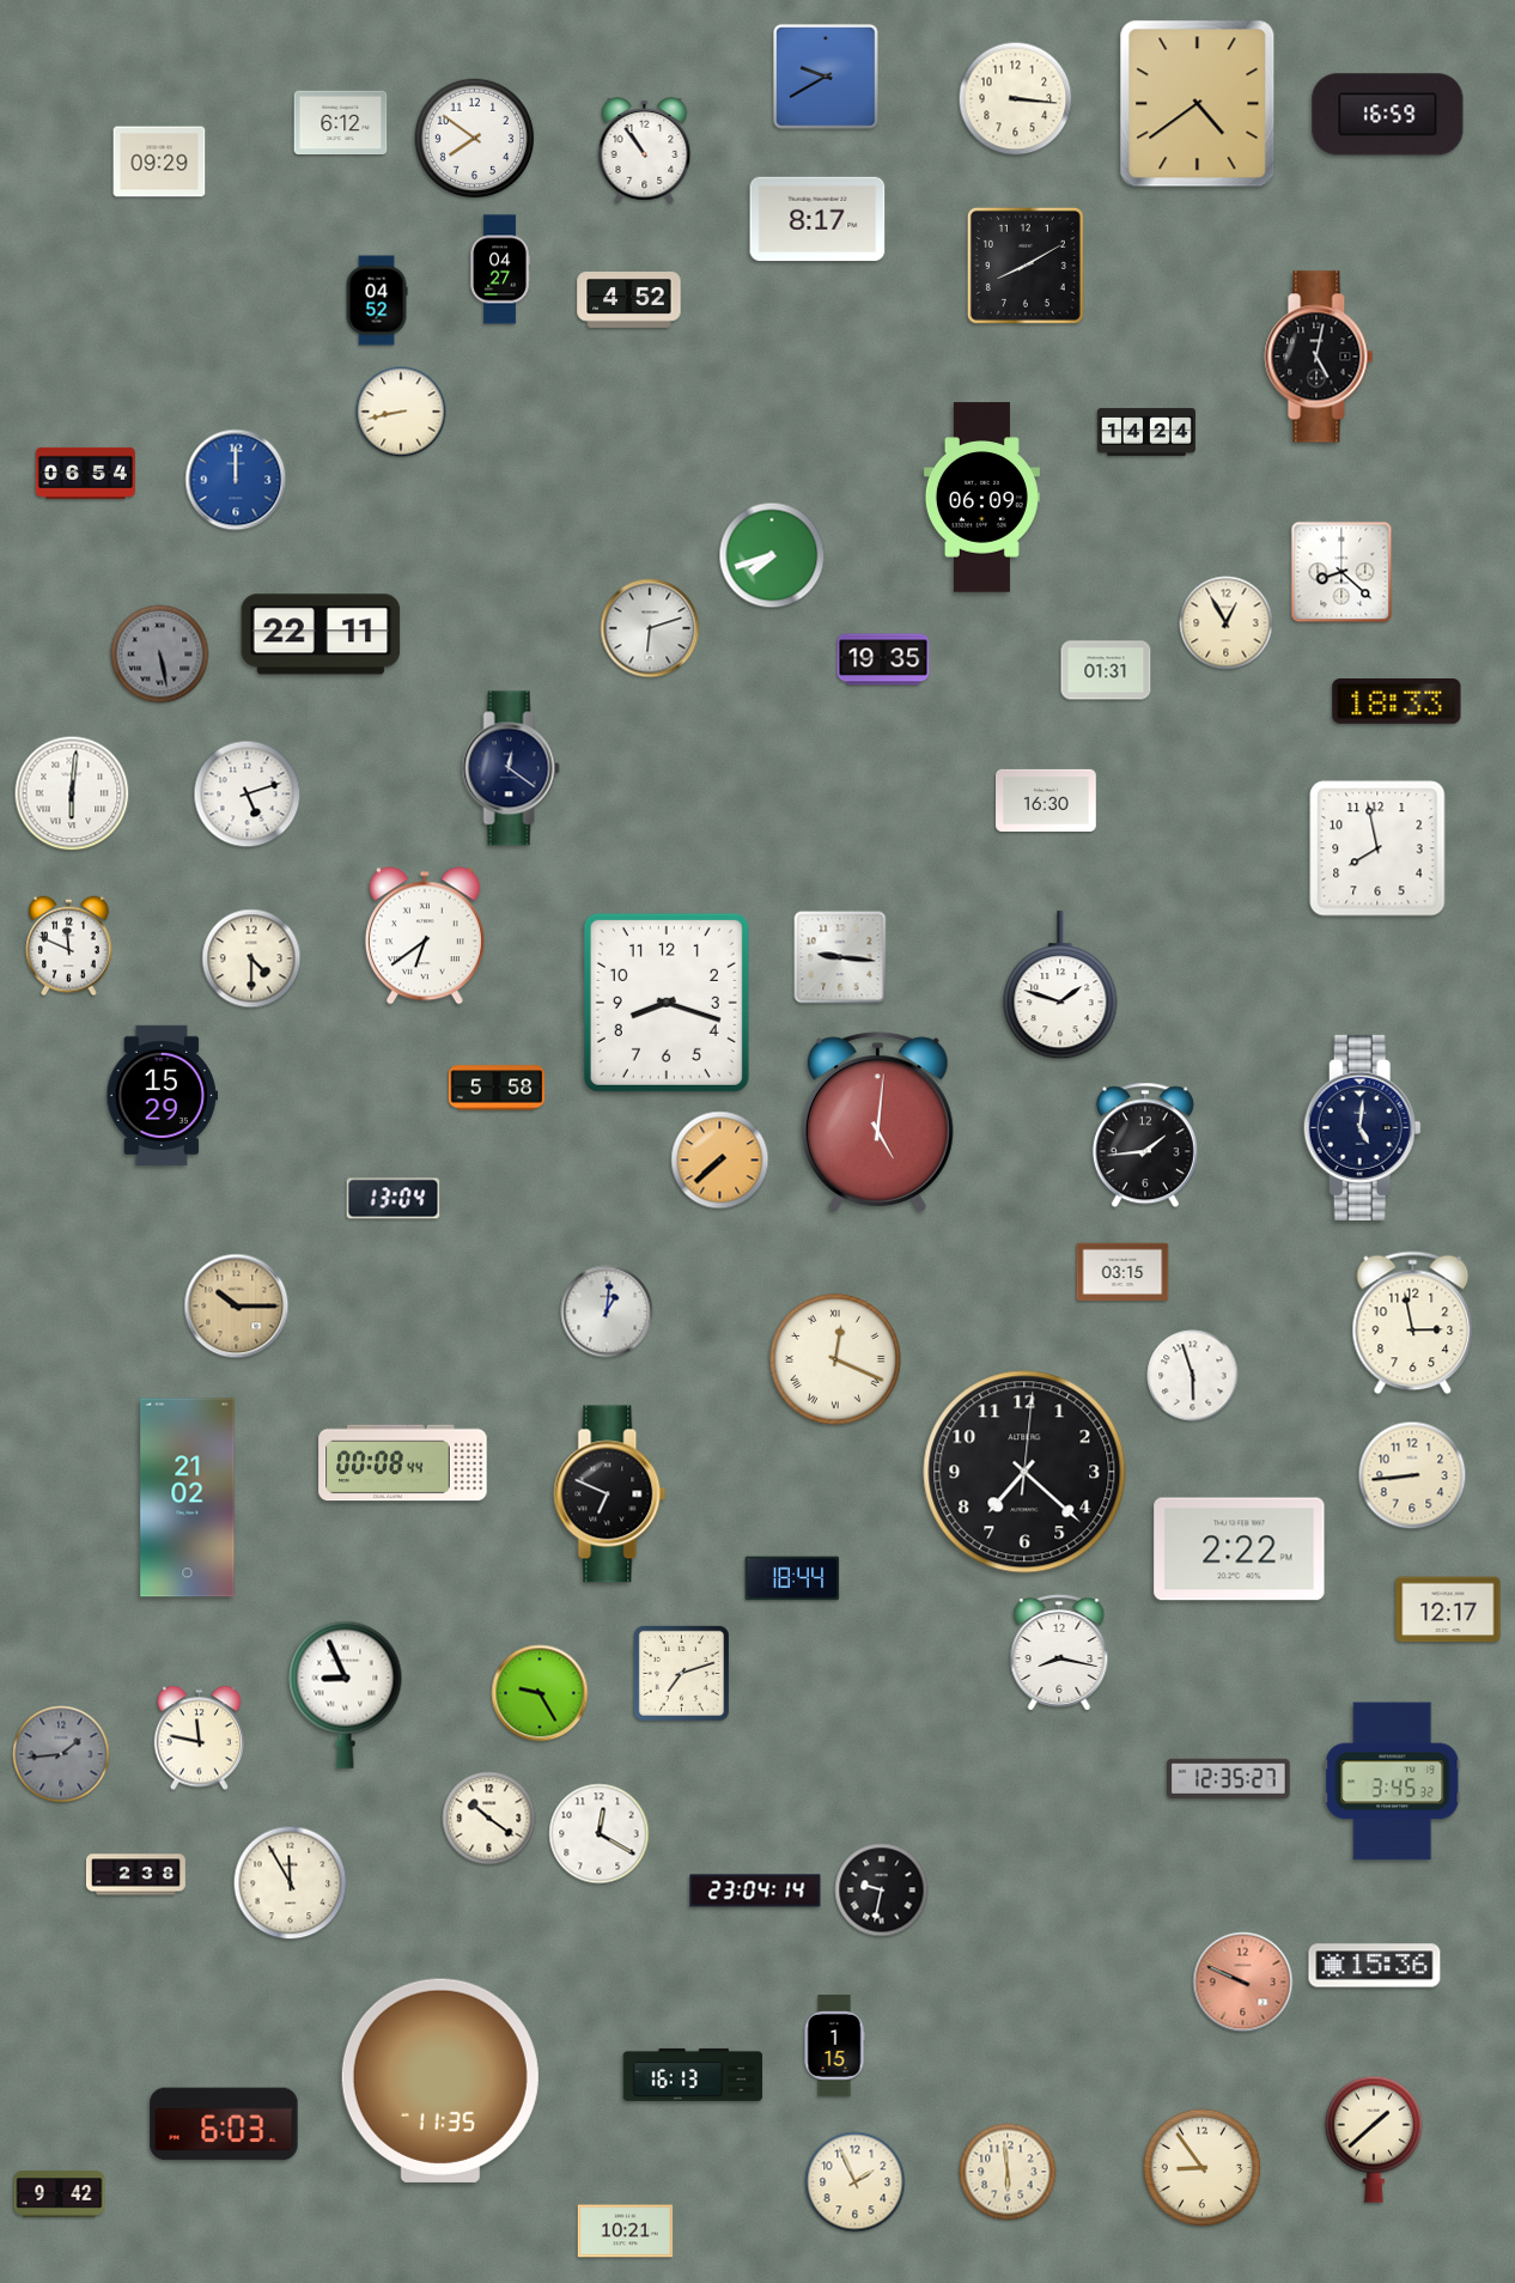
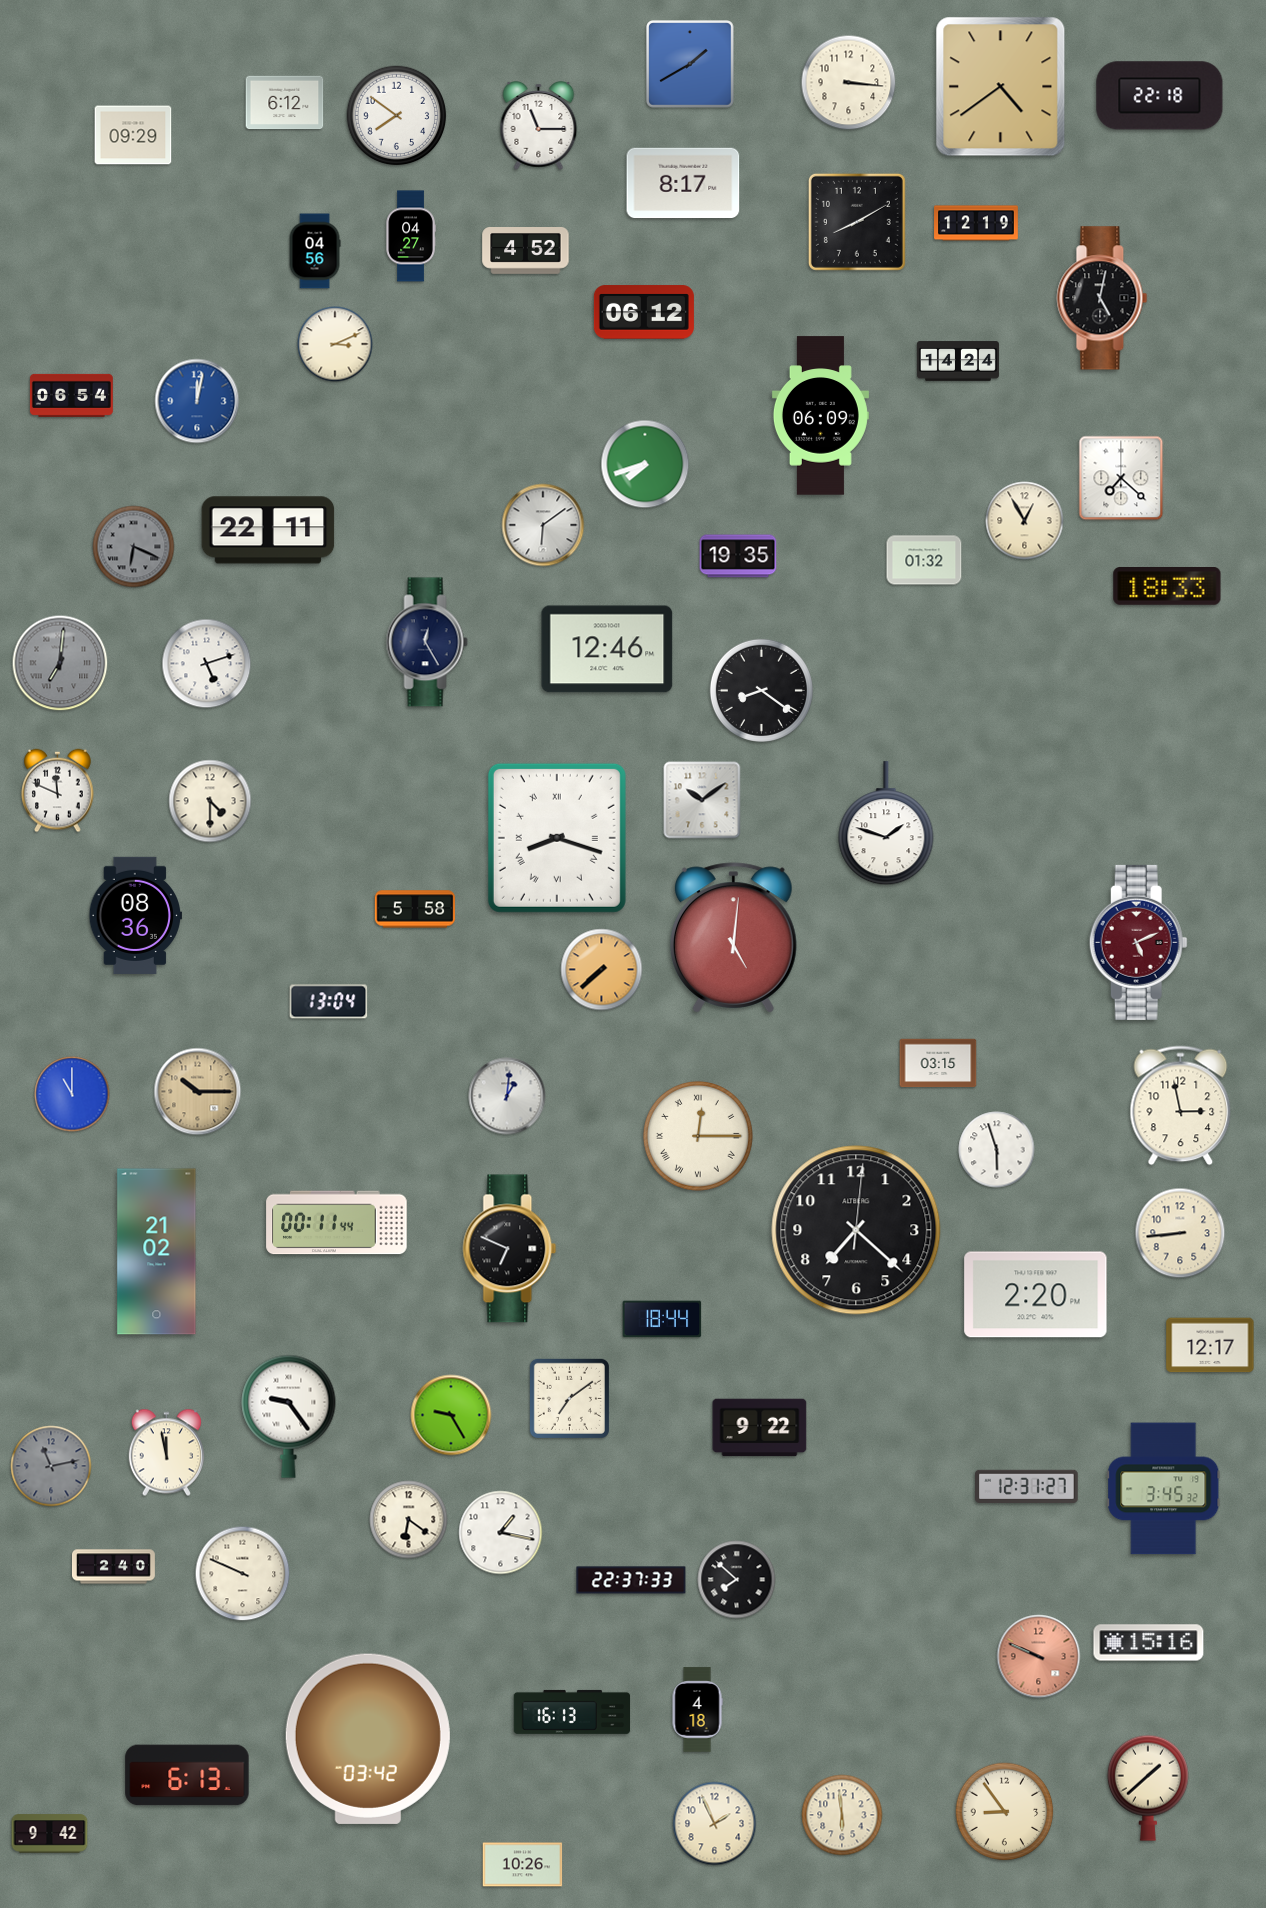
clock at (827, 78): 9:40 -> 1:40
clock at (1388, 115): 16:59 -> 22:18
clock at (645, 151): 10:54 -> 11:15
clock at (976, 223): none -> 12:19
clock at (500, 269) position: (500, 269) -> (411, 236)
clock at (377, 300): 04:52 -> 04:56
clock at (644, 312): none -> 06:12
clock at (401, 412): 8:43 -> 3:11
clock at (236, 480): 12:00 -> 12:02
clock at (1341, 572): 8:22 -> 7:22
clock at (650, 628): 6:12 -> 6:09
clock at (160, 655): 5:28 -> 6:19
clock at (883, 659) position: (883, 659) -> (738, 556)
clock at (1106, 670): 01:31 -> 01:32
clock at (511, 768): 12:21 -> 12:25
clock at (607, 649): none -> 12:46
clock at (72, 793): 6:01 -> 7:01
clock at (72, 793) dial: white -> grey
clock at (1047, 800): 16:30 -> none
clock at (761, 690): none -> 8:21
clock at (1377, 848): 7:58 -> none
clock at (425, 936): 6:39 -> none
clock at (840, 957): 9:16 -> 10:09
clock at (667, 1003) numerals: Arabic -> Roman
clock at (162, 1095): 15:29 -> 08:36
clock at (1362, 1127): 5:01 -> 5:11
clock at (1362, 1127) dial: navy -> burgundy
clock at (1145, 1145): 1:44 -> none
clock at (72, 1094): none -> 11:00
clock at (835, 1359): 12:19 -> 12:15
clock at (403, 1463): 00:08 -> 00:11
clock at (1240, 1550): 2:22 -> 2:20
clock at (1059, 1652): 8:17 -> none
clock at (681, 1673): 7:12 -> 7:09
clock at (346, 1694): 8:56 -> 9:24
clock at (760, 1428): none -> 9:22
clock at (199, 1739): 11:47 -> 11:58
clock at (61, 1754): 1:44 -> 11:13
clock at (1229, 1778): 12:35 -> 12:31
clock at (489, 1819): 10:21 -> 6:21
clock at (600, 1834): 12:20 -> 1:17
clock at (135, 1875): 2:38 -> 2:40
clock at (291, 1883): 11:55 -> 9:49
clock at (755, 1891): 23:04 -> 22:37
clock at (882, 1891): 9:32 -> 7:52
clock at (1375, 1966): 15:36 -> 15:16
clock at (834, 2046): 1:15 -> 4:18
clock at (693, 2075) position: (693, 2075) -> (572, 1712)
clock at (440, 2081): 11:35 -> 03:42
clock at (224, 2124): 6:03 -> 6:13
clock at (626, 2232): 10:21 -> 10:26
